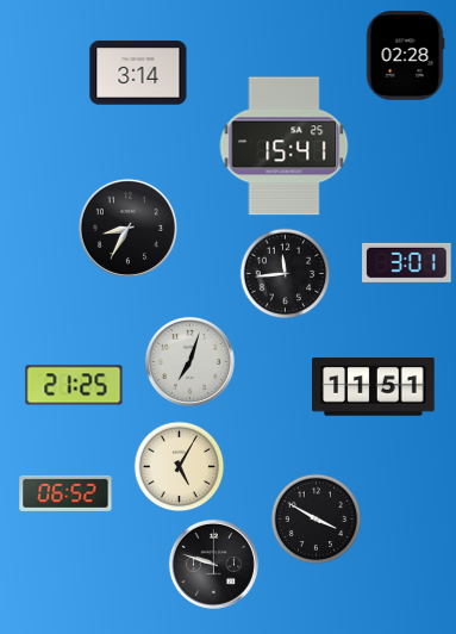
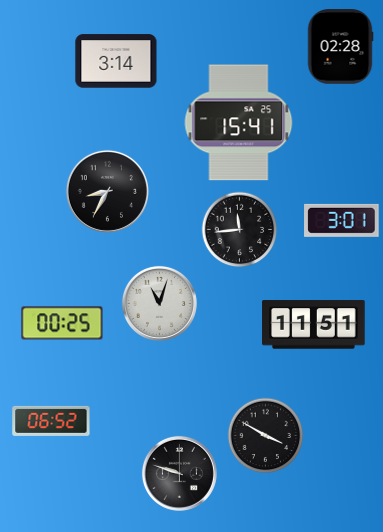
clock at (189, 361): 7:03 -> 11:03
clock at (74, 385): 21:25 -> 00:25
clock at (180, 467): 5:05 -> none
clock at (65, 493) position: (65, 493) -> (51, 421)
